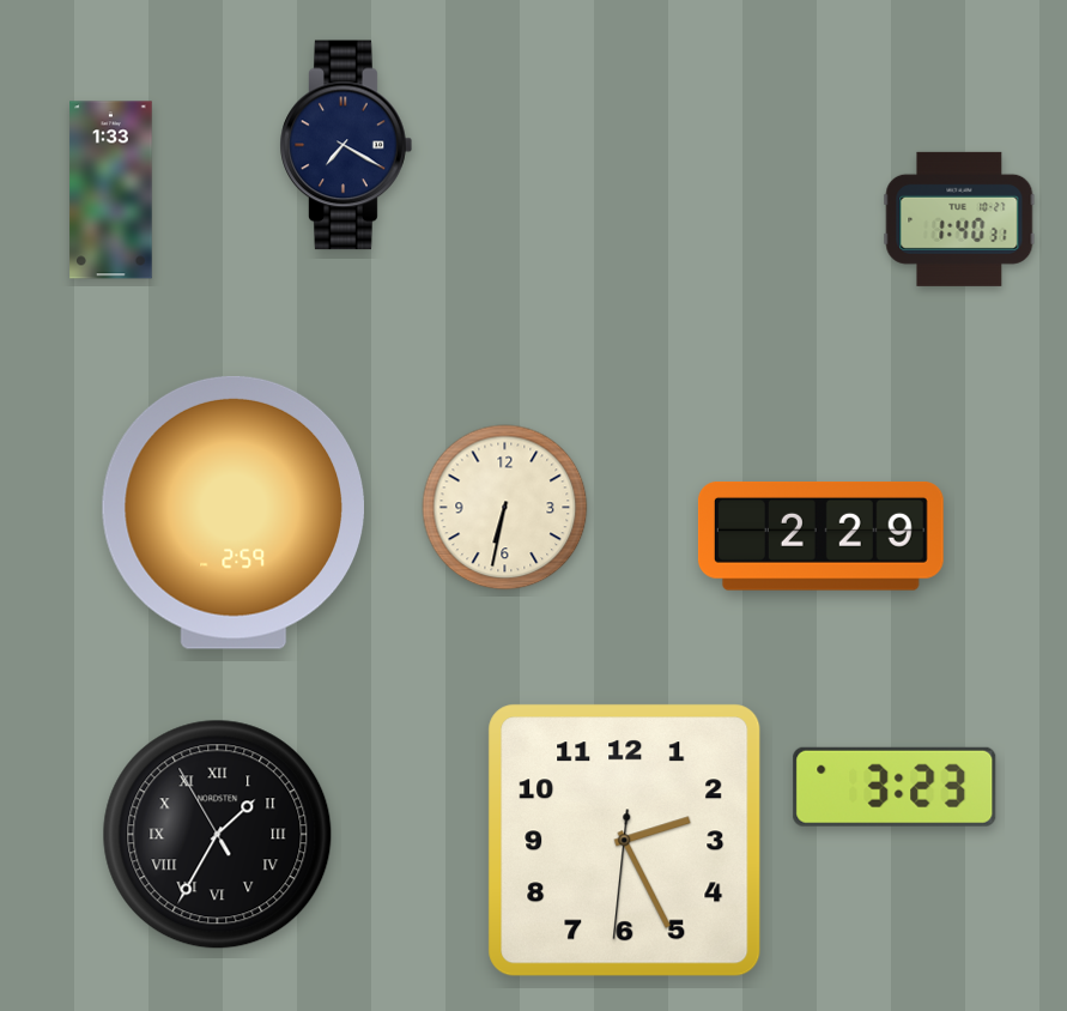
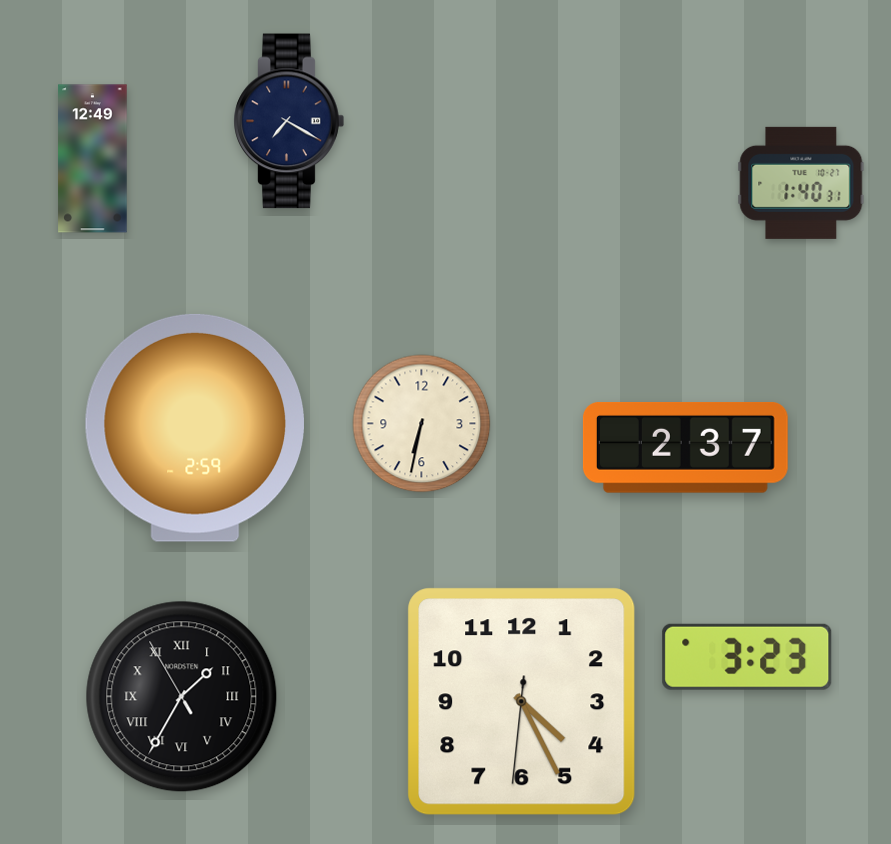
clock at (111, 190): 1:33 -> 12:49
clock at (820, 537): 2:29 -> 2:37
clock at (625, 841): 2:25 -> 4:25
